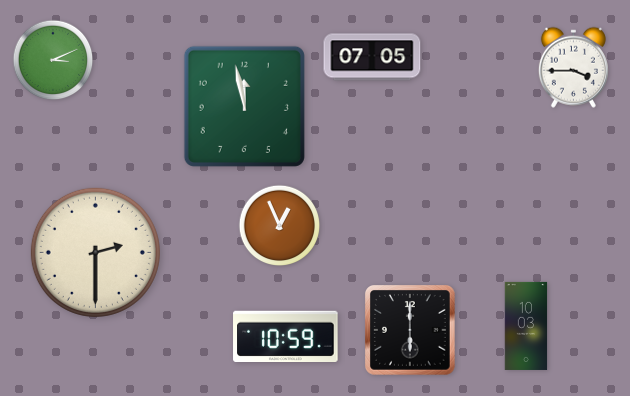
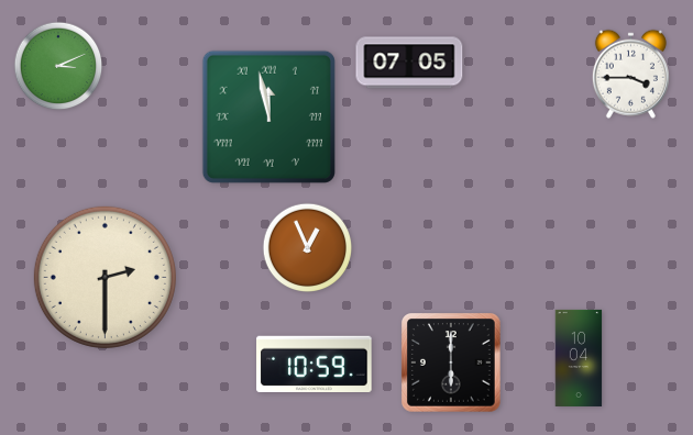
clock at (244, 106) numerals: Arabic -> Roman
clock at (526, 326): 10:03 -> 10:04
clock at (286, 336) position: (286, 336) -> (315, 364)
